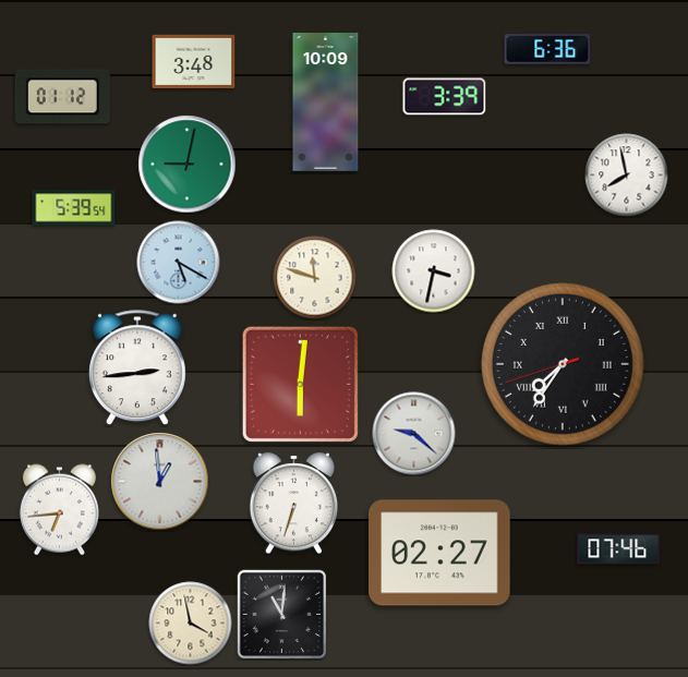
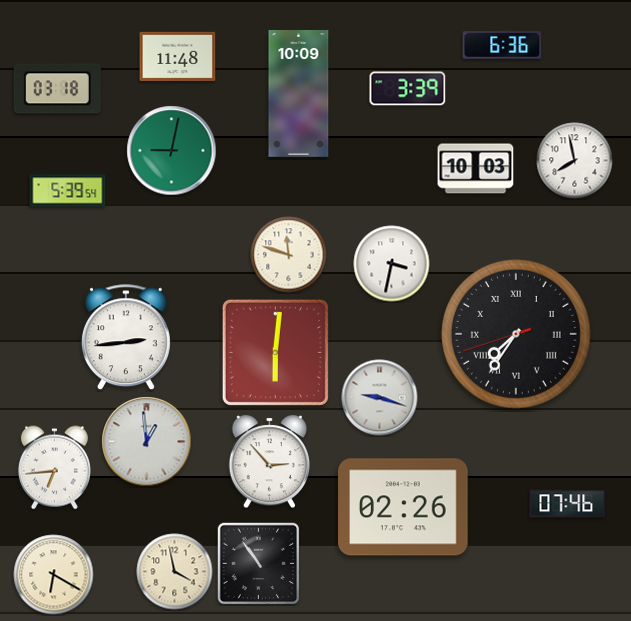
clock at (194, 62): 3:48 -> 11:48
clock at (62, 97): 01:12 -> 03:18
clock at (476, 169): none -> 10:03
clock at (179, 263): 5:20 -> none
clock at (434, 271) position: (434, 271) -> (392, 264)
clock at (414, 434): 9:22 -> 9:18
clock at (294, 504): 6:33 -> 2:53
clock at (439, 553): 02:27 -> 02:26
clock at (281, 614): 11:01 -> 10:54
clock at (54, 575): none -> 6:20
